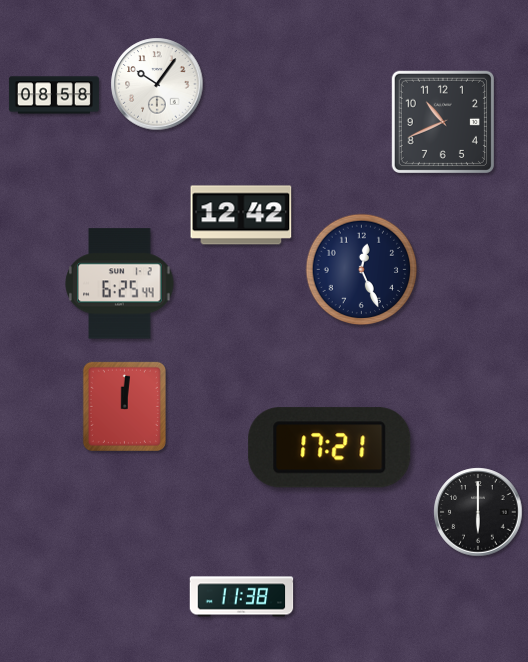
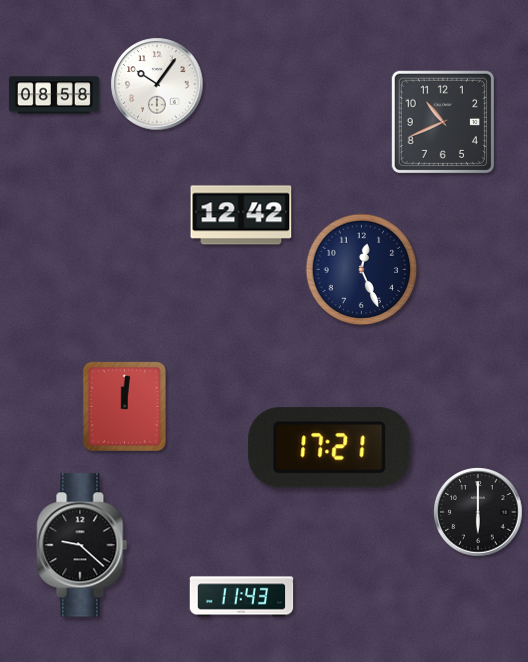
clock at (120, 284): 6:25 -> none
clock at (82, 545): none -> 9:22
clock at (242, 597): 11:38 -> 11:43
